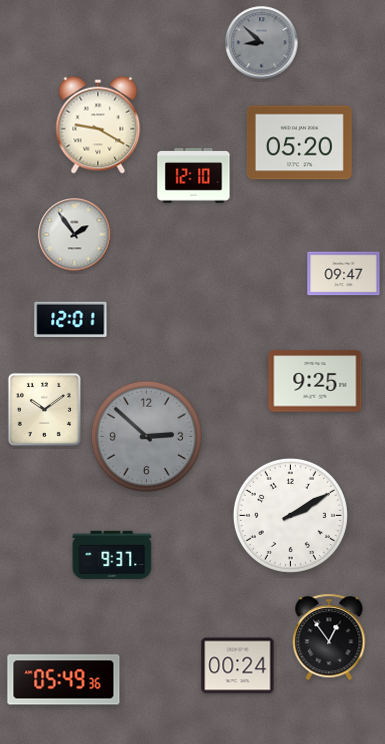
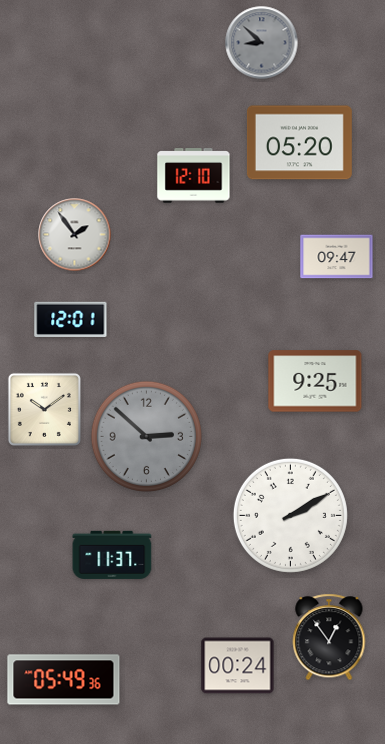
clock at (98, 125): 9:20 -> none
clock at (344, 274) position: (344, 274) -> (337, 257)
clock at (112, 555): 9:37 -> 11:37
